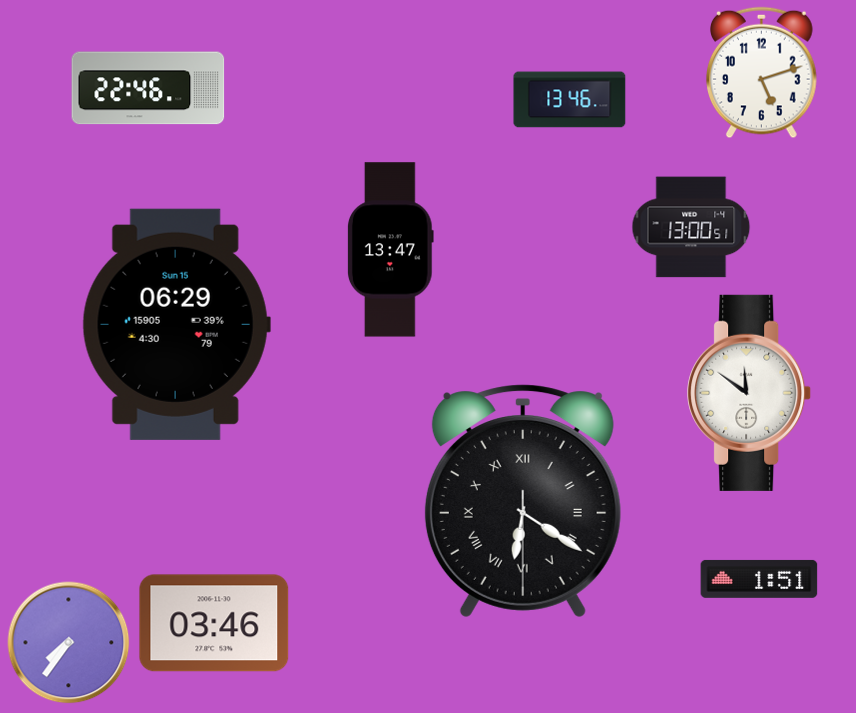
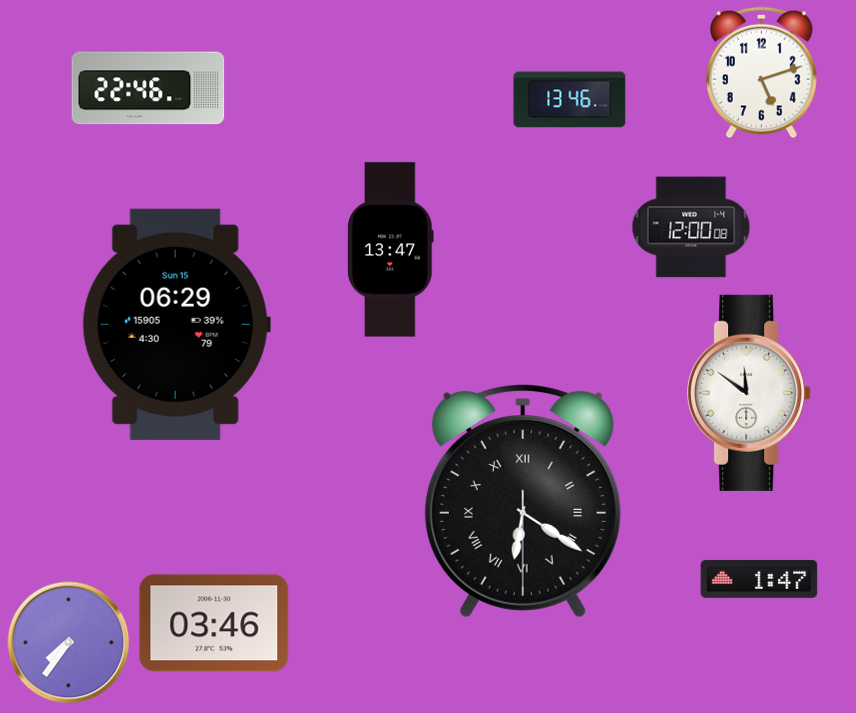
clock at (691, 227): 13:00 -> 12:00
clock at (759, 579): 1:51 -> 1:47
